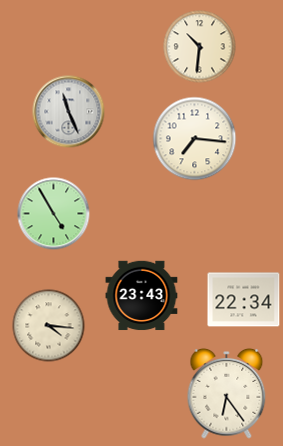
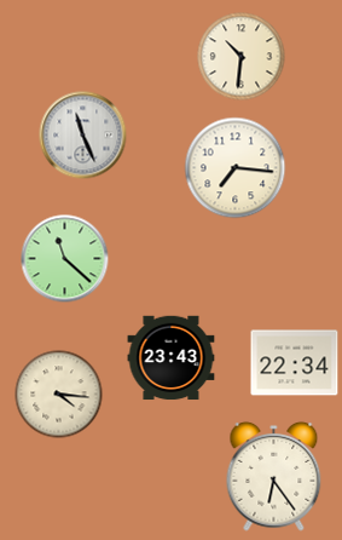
clock at (54, 214): 4:55 -> 11:22
